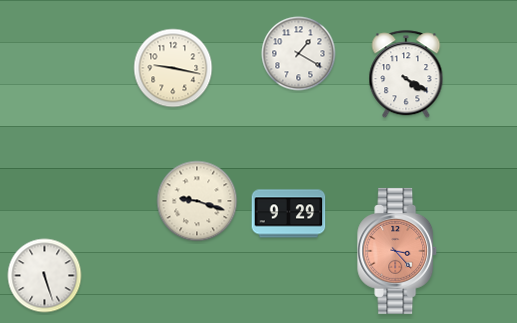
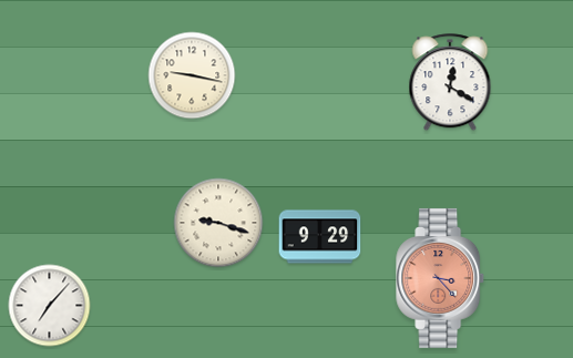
clock at (299, 54): 1:20 -> none
clock at (406, 75): 4:20 -> 12:20
clock at (45, 276): 5:27 -> 7:07
